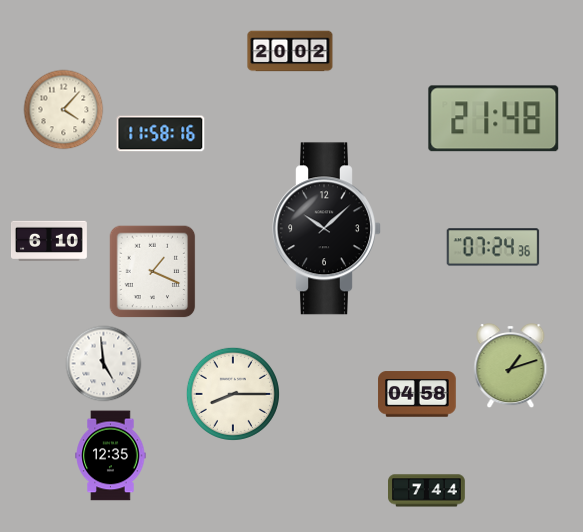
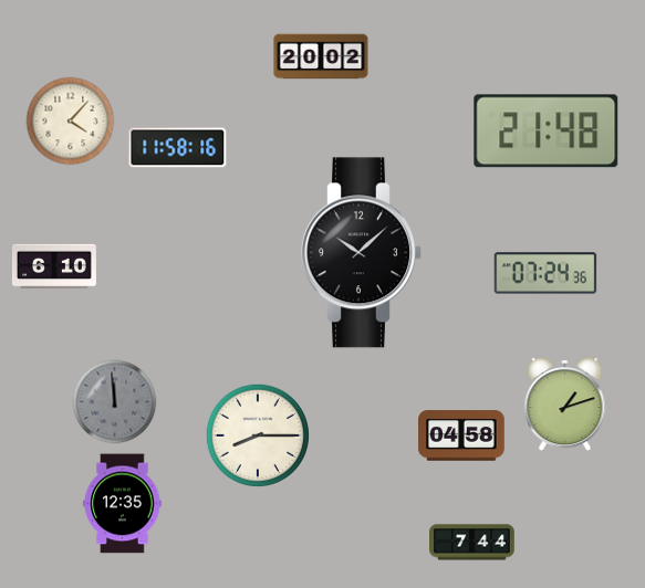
clock at (153, 272): 1:19 -> none
clock at (104, 364): 4:59 -> 11:59
clock at (104, 364) dial: white -> grey
